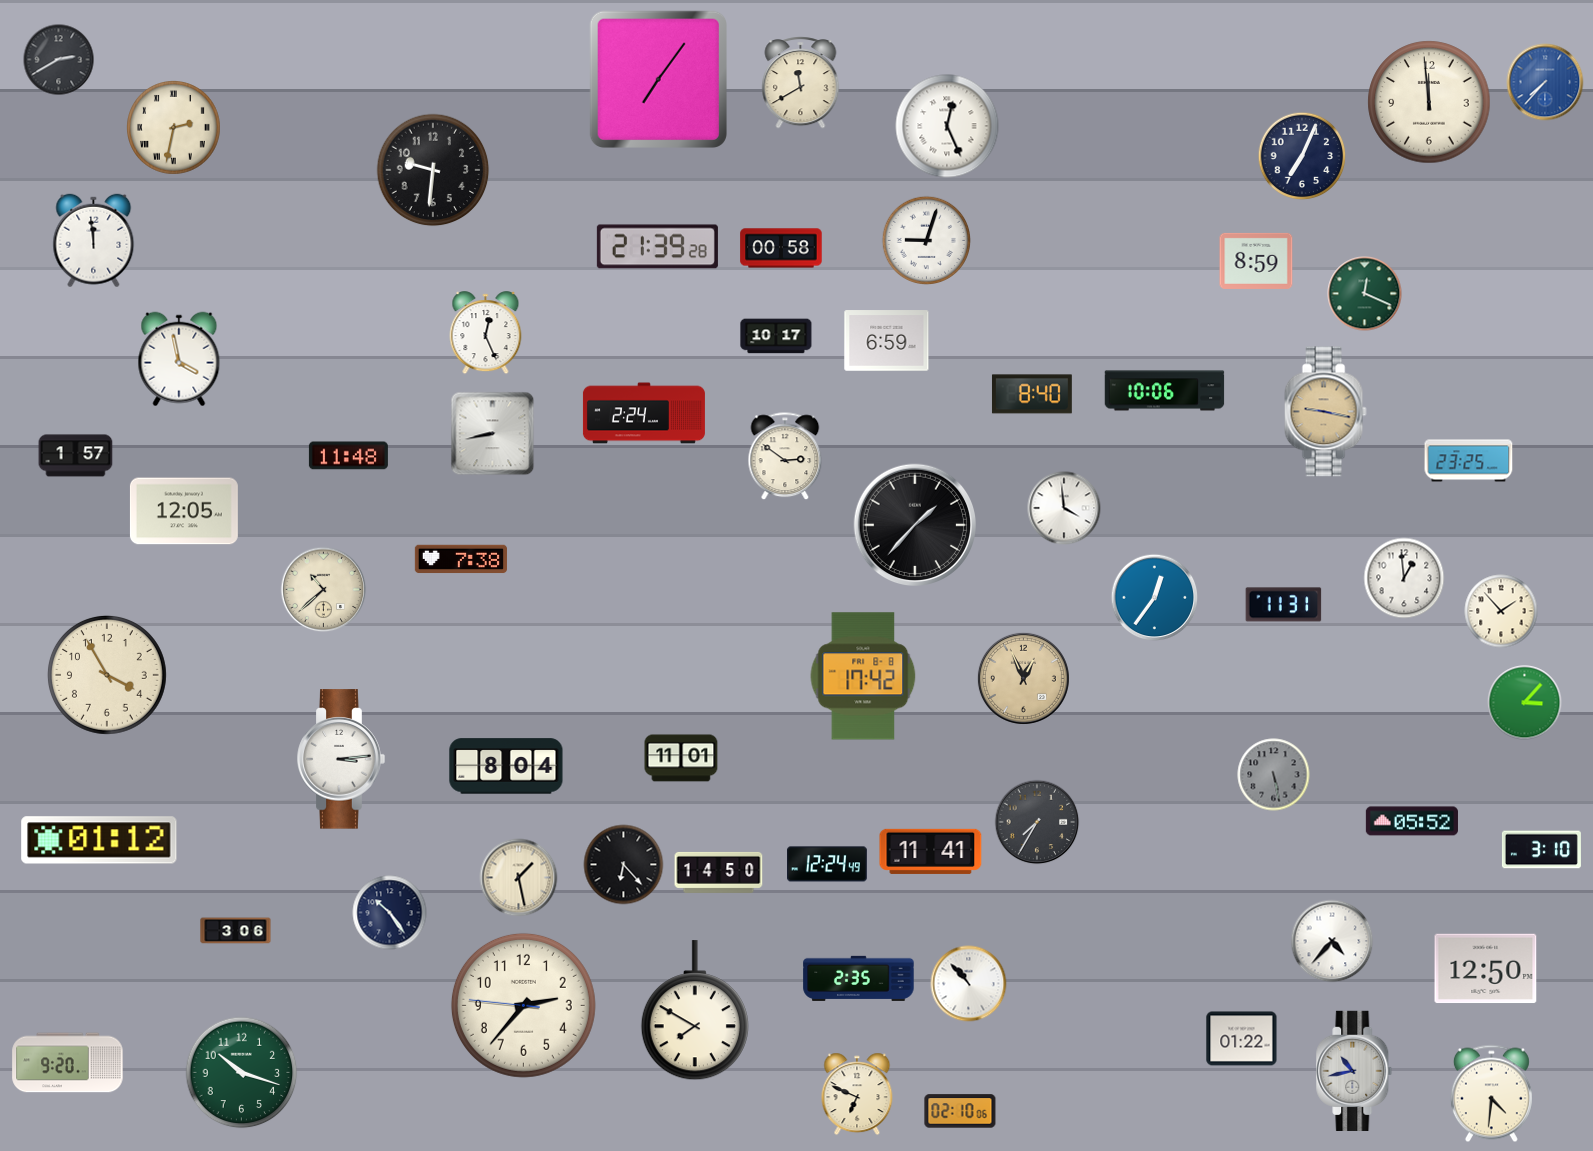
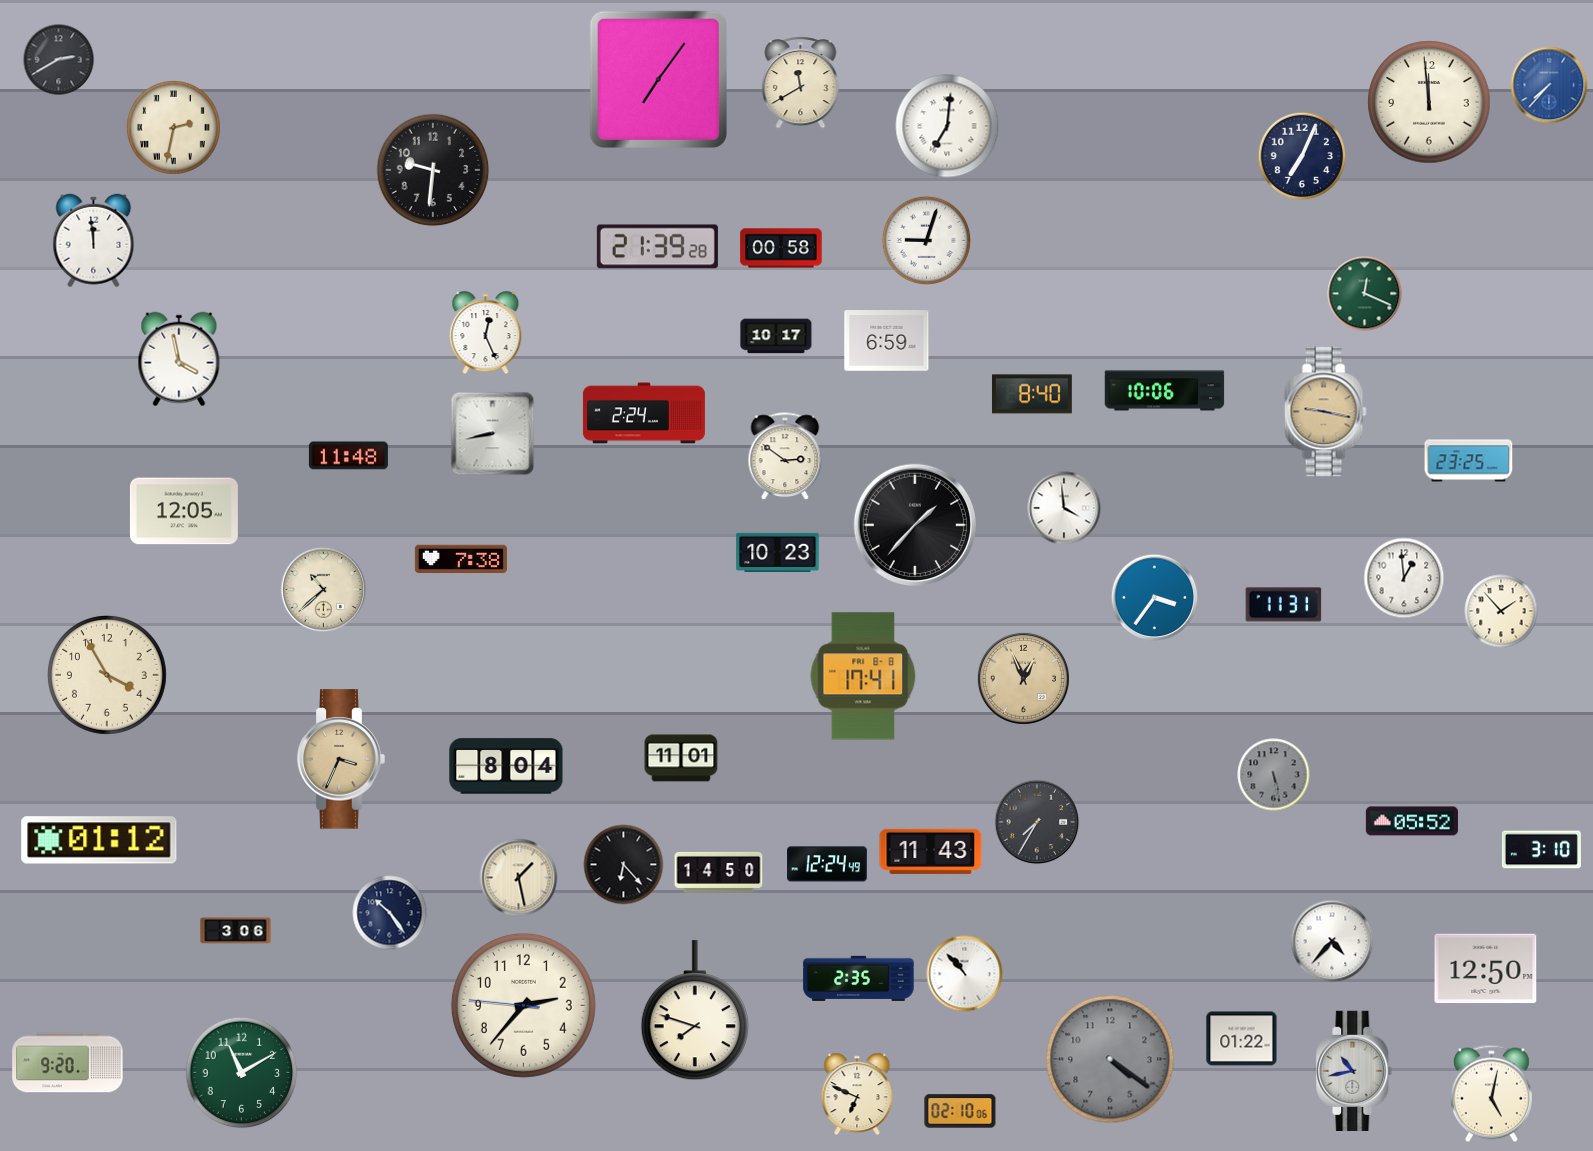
clock at (1545, 82) position: (1545, 82) -> (1549, 85)
clock at (947, 126): 12:26 -> 7:01
clock at (1256, 261): 8:59 -> none
clock at (76, 456): 1:57 -> none
clock at (778, 552): none -> 10:23
clock at (1155, 598): 12:36 -> 3:36
clock at (863, 676): 17:42 -> 17:41
clock at (1525, 703): 3:07 -> none
clock at (341, 759): 3:14 -> 3:34
clock at (341, 759) dial: white -> champagne
clock at (931, 851): 11:41 -> 11:43
clock at (969, 984) position: (969, 984) -> (965, 974)
clock at (695, 1011): 7:50 -> 7:48
clock at (1110, 1059): none -> 4:21
clock at (242, 1073): 10:18 -> 11:10
clock at (1491, 1094): 4:31 -> 5:02
